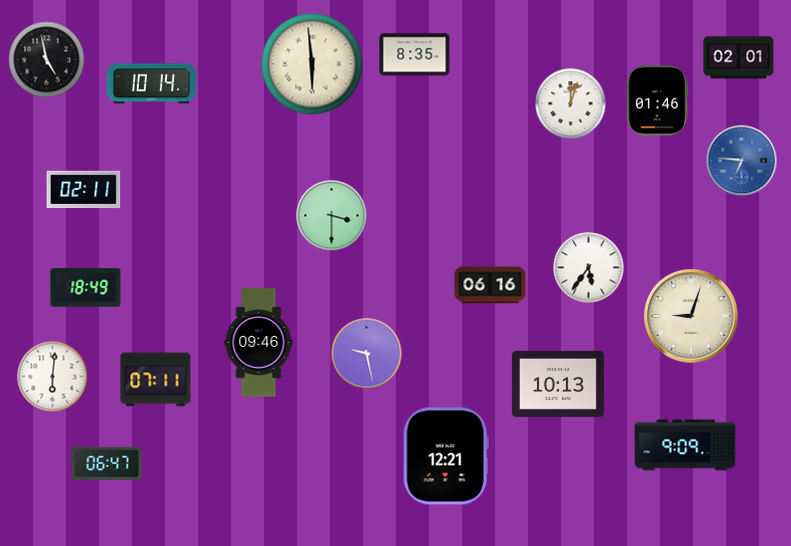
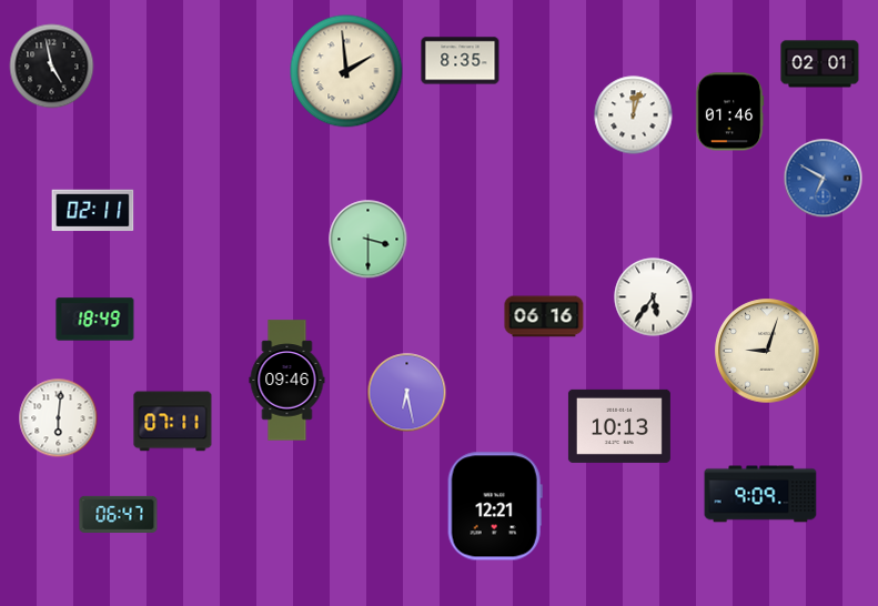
clock at (312, 64): 5:59 -> 1:59
clock at (152, 84): 10:14 -> none
clock at (742, 161): 6:46 -> 6:50
clock at (367, 354): 9:28 -> 6:28
